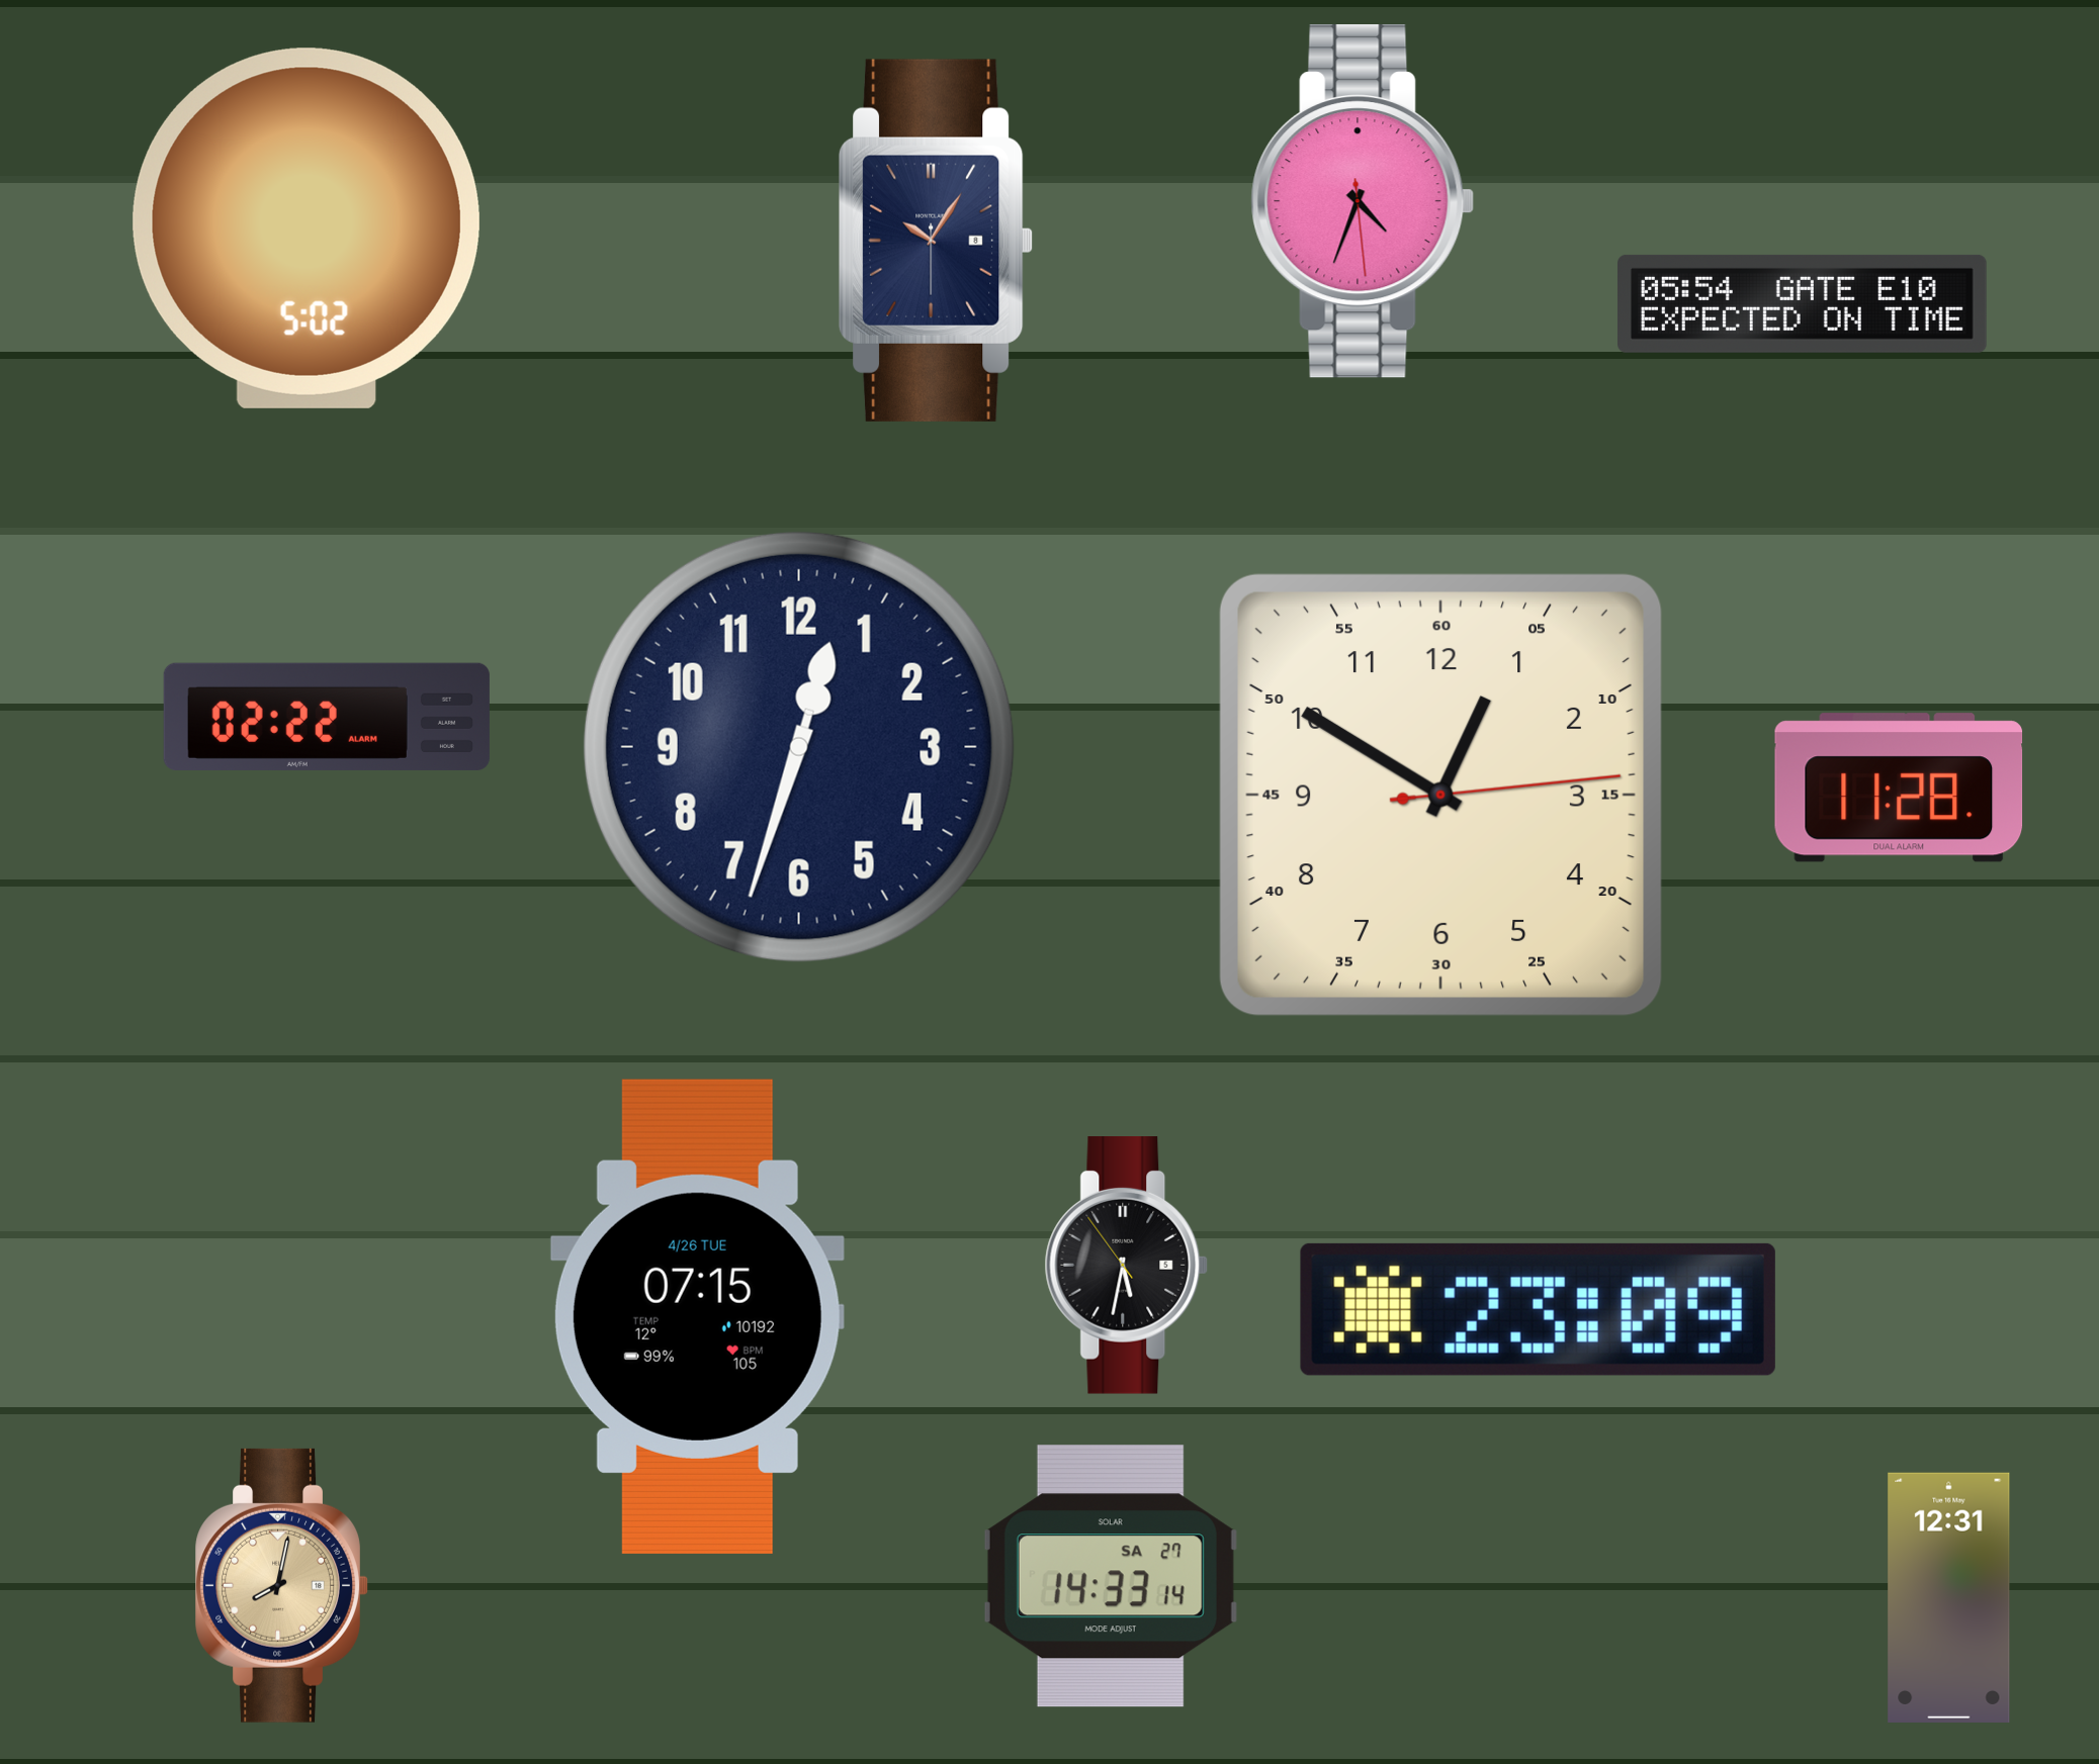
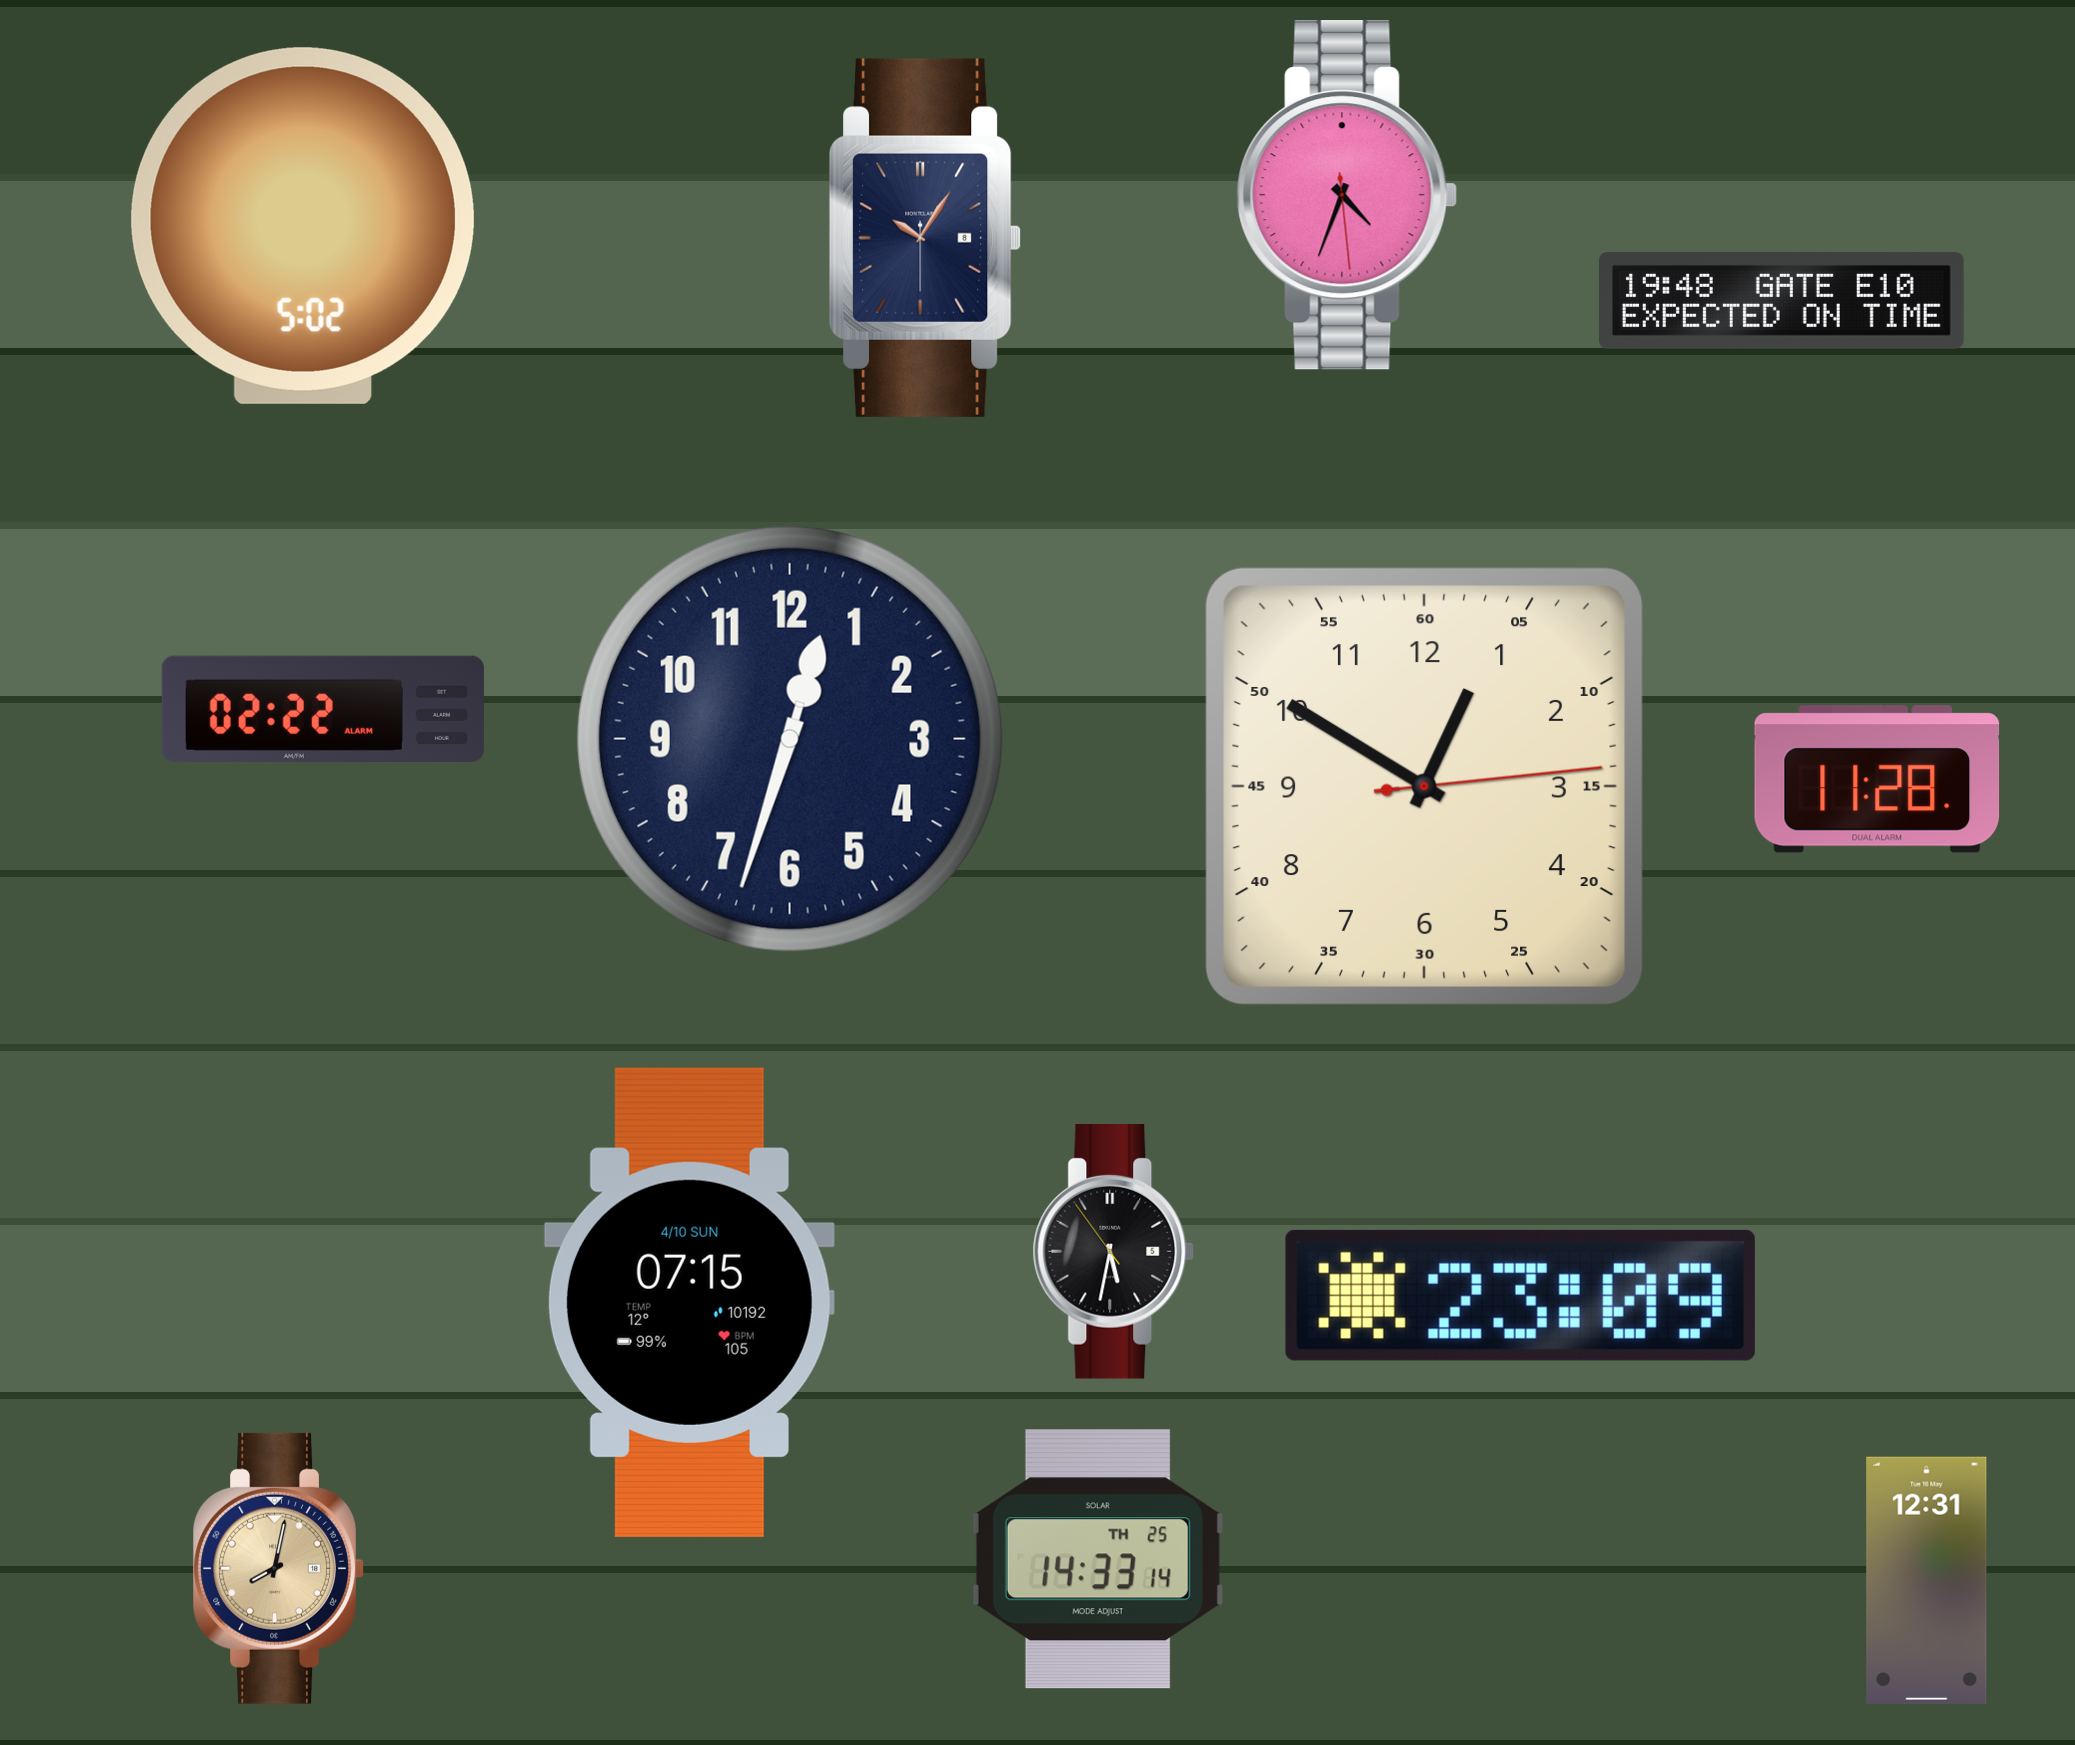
clock at (1363, 202) position: (1363, 202) -> (1347, 196)
clock at (1803, 303): 05:54 -> 19:48
clock at (697, 1316) date: 4/26 TUE -> 4/10 SUN
clock at (1111, 1576) date: SA 27 -> TH 25
